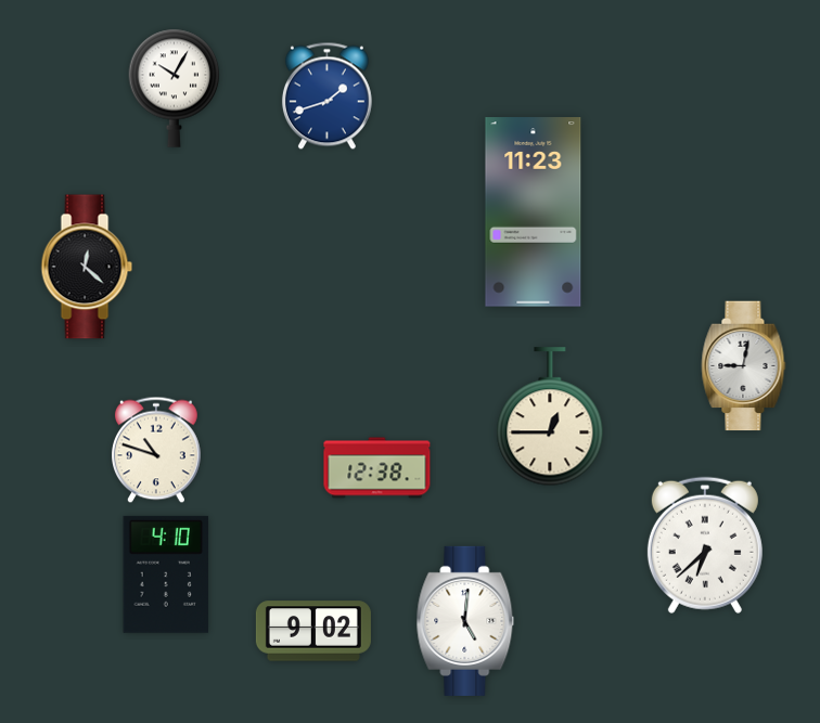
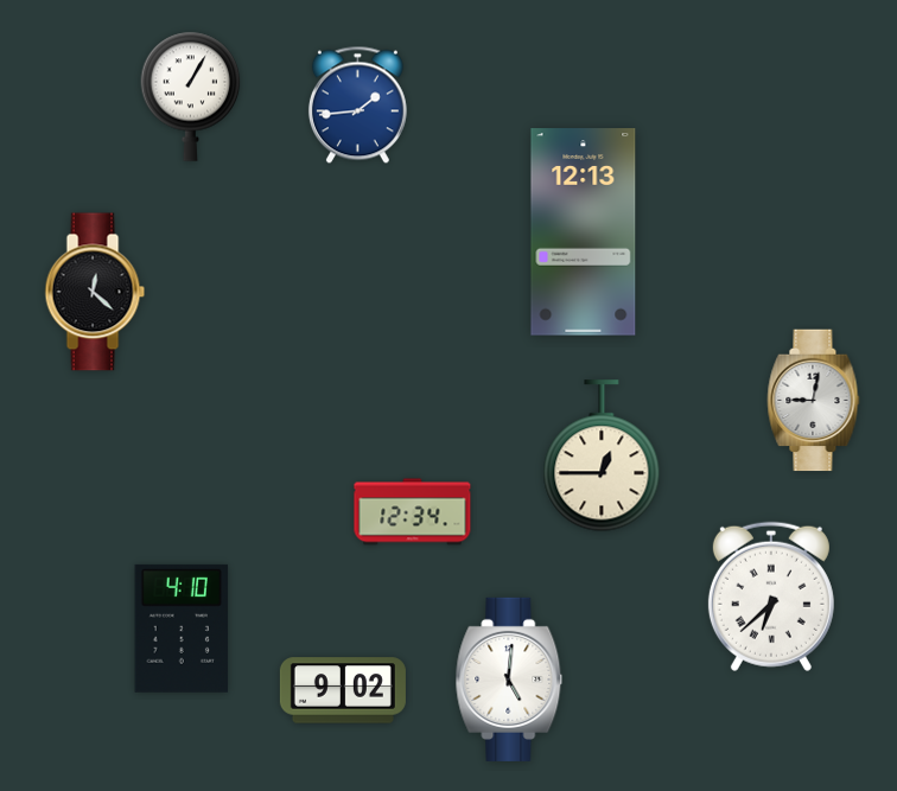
clock at (175, 88): 10:05 -> 1:05
clock at (326, 96): 1:42 -> 1:44
clock at (534, 212): 11:23 -> 12:13
clock at (157, 450): 10:48 -> none
clock at (377, 468): 12:38 -> 12:34
